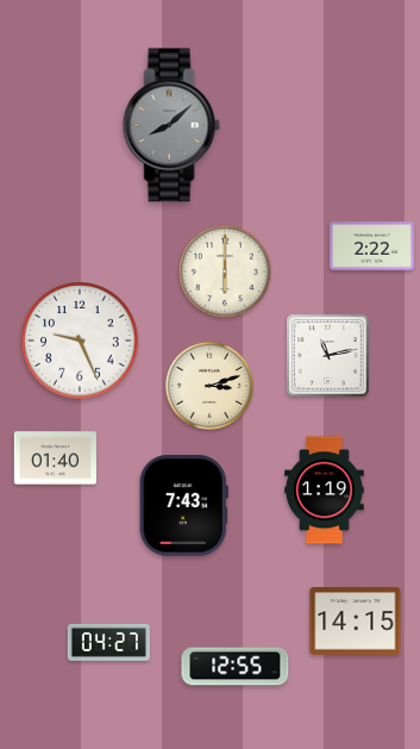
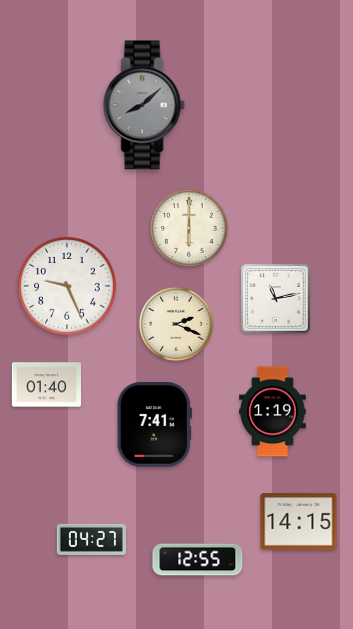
clock at (371, 246): 2:22 -> none
clock at (209, 386): 3:12 -> 2:19
clock at (183, 506): 7:43 -> 7:41
